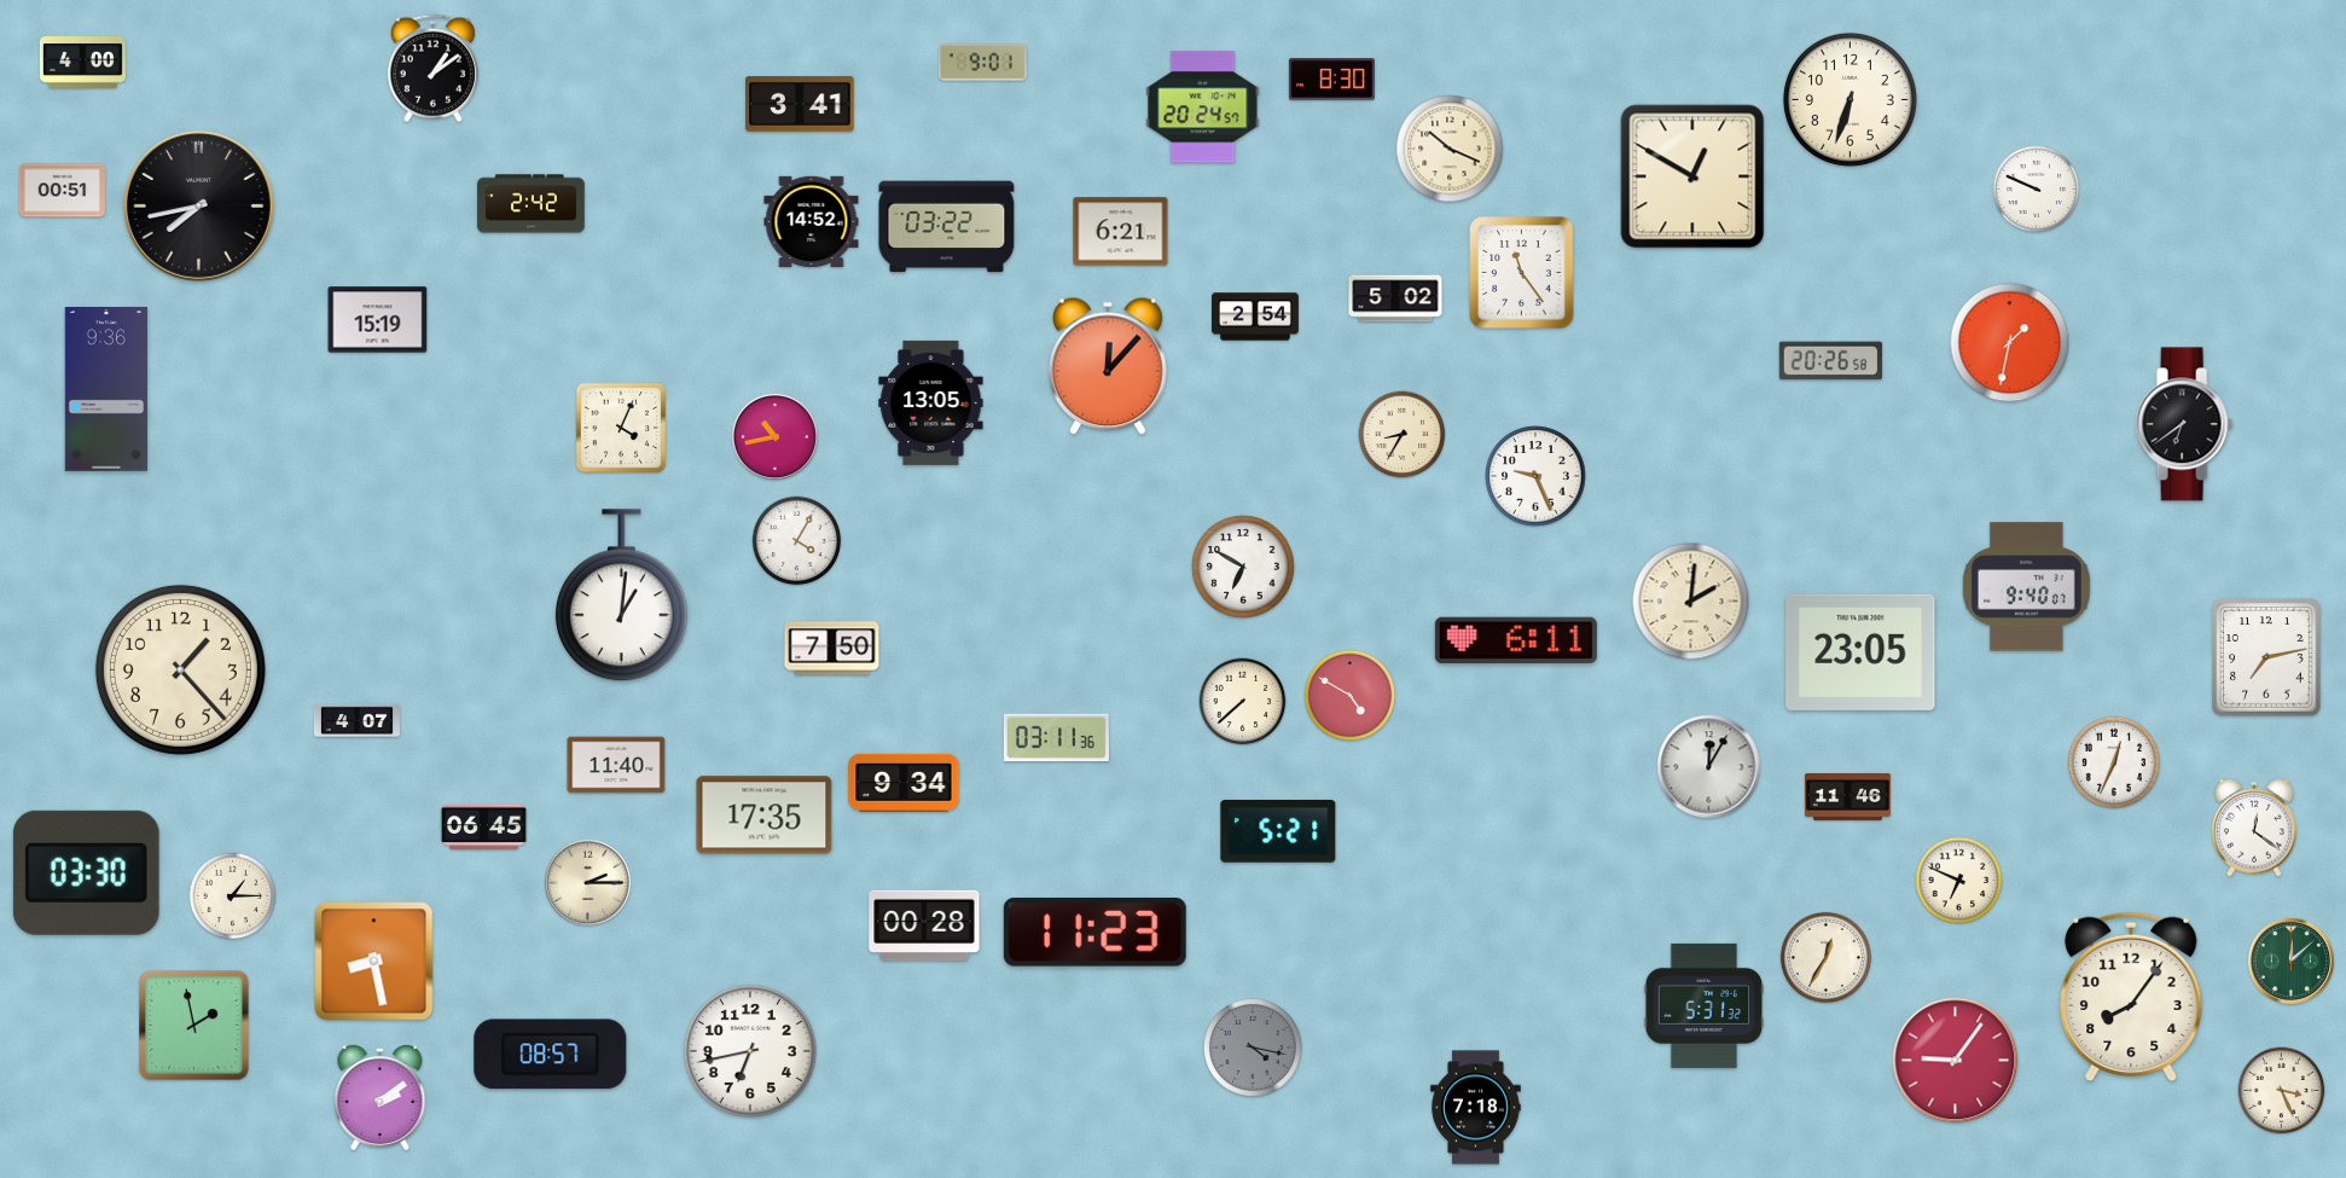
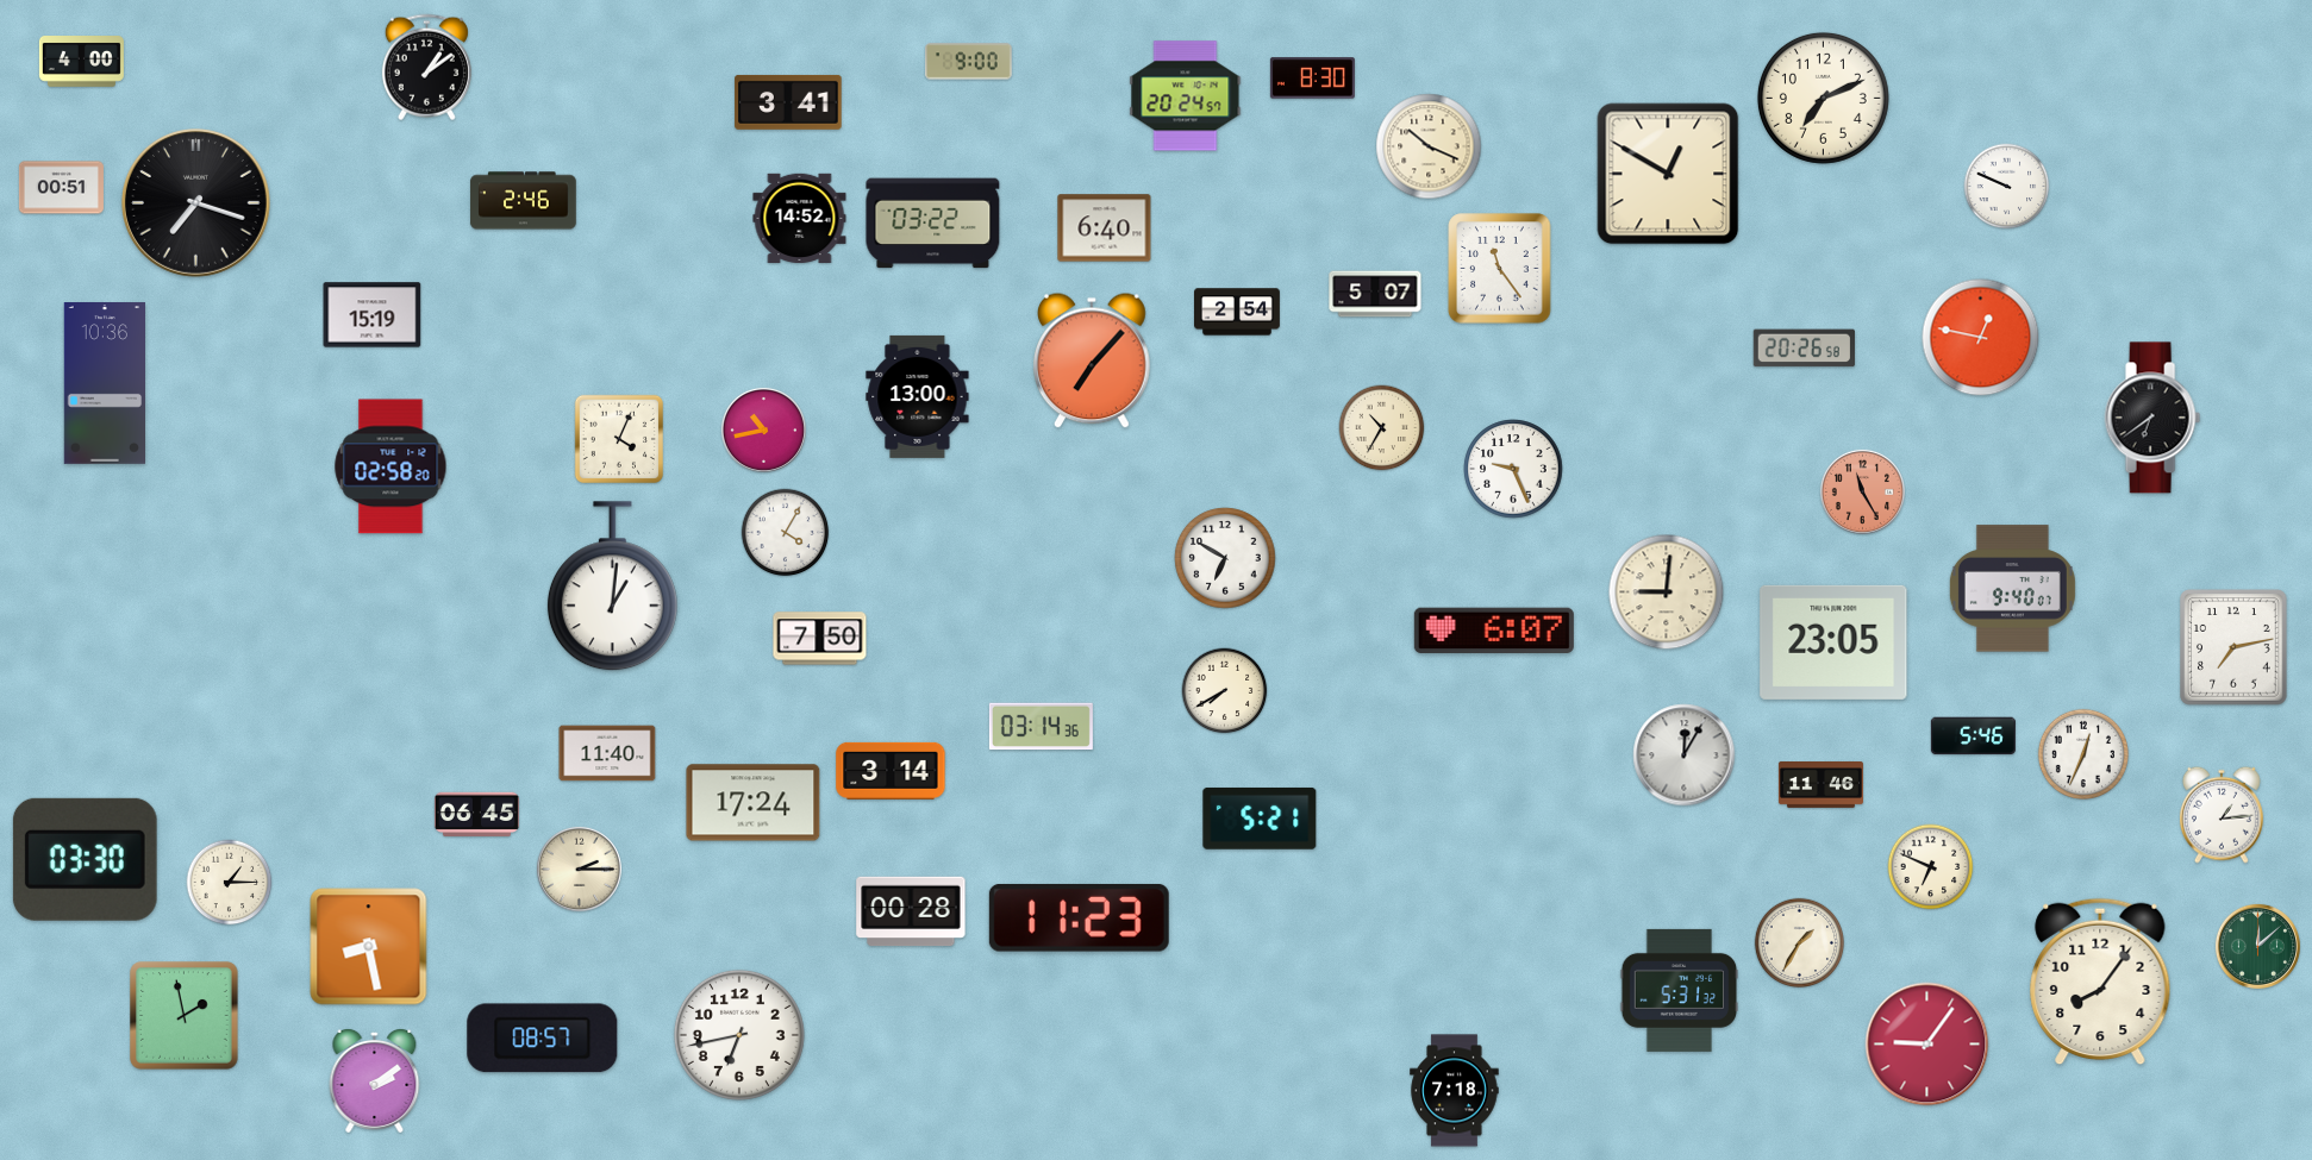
clock at (983, 63): 9:01 -> 9:00
clock at (1849, 99): 6:33 -> 7:11
clock at (1203, 108) position: (1203, 108) -> (1186, 96)
clock at (532, 204): 2:42 -> 2:46
clock at (198, 205): 7:43 -> 7:18
clock at (1121, 232): 6:21 -> 6:40
clock at (1395, 298): 5:02 -> 5:07
clock at (2010, 343): 1:32 -> 12:47
clock at (1830, 361) position: (1830, 361) -> (1804, 349)
clock at (1109, 366): 12:07 -> 7:07
clock at (105, 390): 9:36 -> 10:36
clock at (931, 402): 13:05 -> 13:00
clock at (620, 426) position: (620, 426) -> (618, 438)
clock at (1403, 435): 8:35 -> 10:35
clock at (390, 466): none -> 02:58
clock at (1862, 491): none -> 11:25
clock at (2026, 587) position: (2026, 587) -> (2012, 589)
clock at (1691, 602): 2:01 -> 9:01
clock at (1516, 640): 6:11 -> 6:07
clock at (180, 669): 1:23 -> none
clock at (1351, 696): 4:50 -> none
clock at (1243, 702): 7:38 -> 7:40
clock at (356, 720): 4:07 -> none
clock at (1056, 738): 03:11 -> 03:14
clock at (1973, 736): none -> 5:46
clock at (2113, 761) position: (2113, 761) -> (2082, 753)
clock at (904, 783): 9:34 -> 3:14
clock at (765, 816): 17:35 -> 17:24
clock at (2254, 828): 12:21 -> 1:14
clock at (1827, 958): 12:35 -> 1:35
clock at (194, 1026) position: (194, 1026) -> (185, 1016)
clock at (1253, 1048): 4:17 -> none
clock at (2282, 1091): 3:26 -> none
